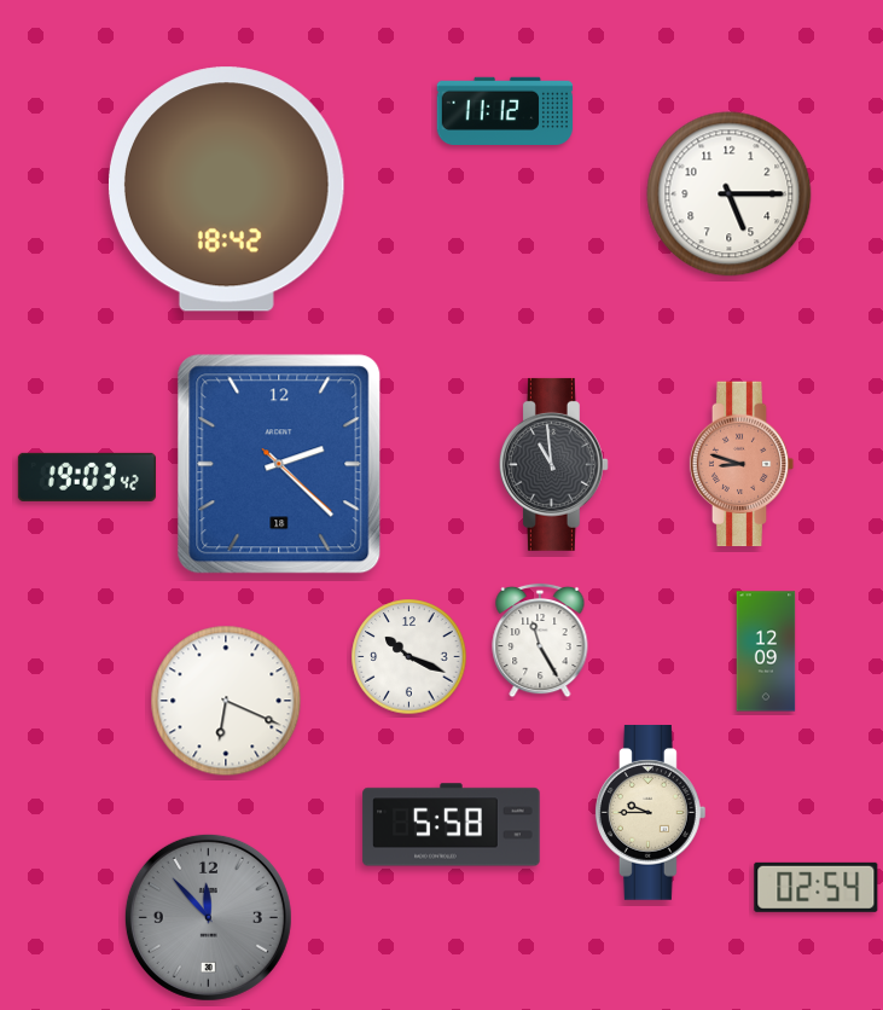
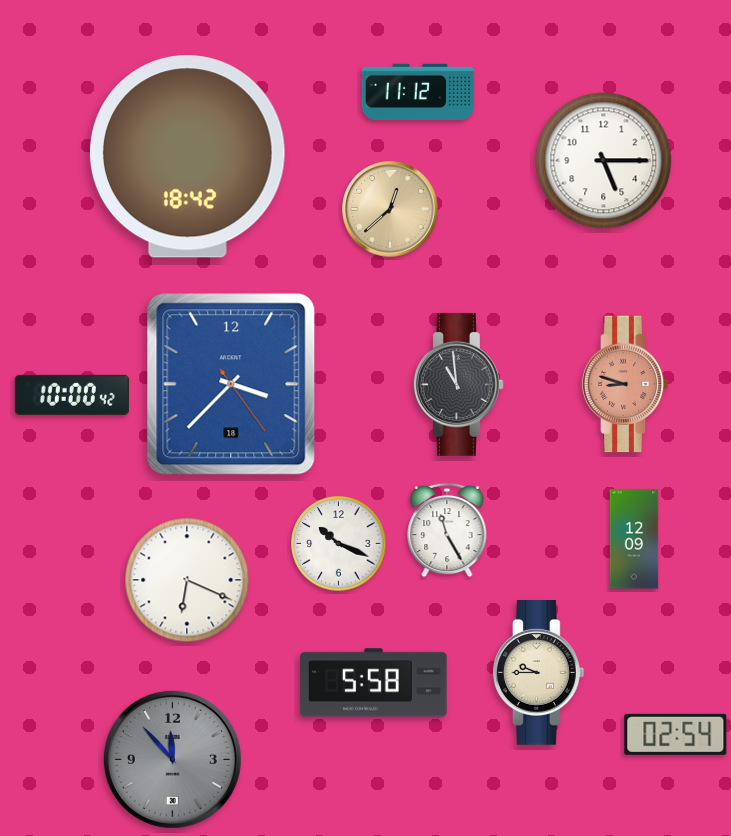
clock at (390, 209): none -> 12:38
clock at (279, 464): 2:22 -> 3:37
clock at (742, 464) position: (742, 464) -> (625, 384)
clock at (87, 477): 19:03 -> 10:00
